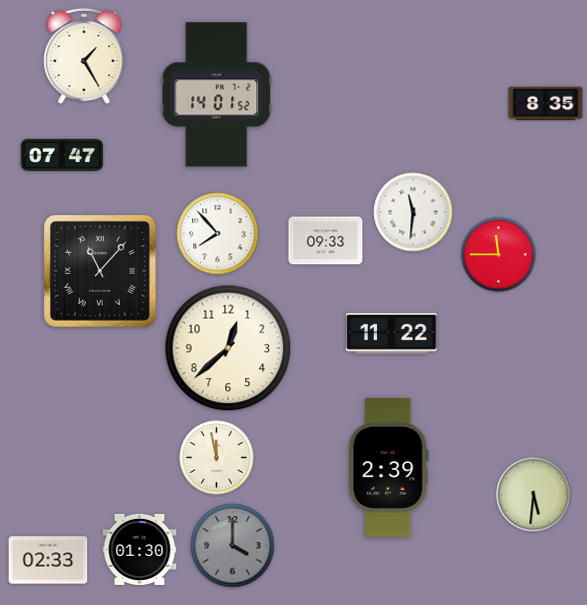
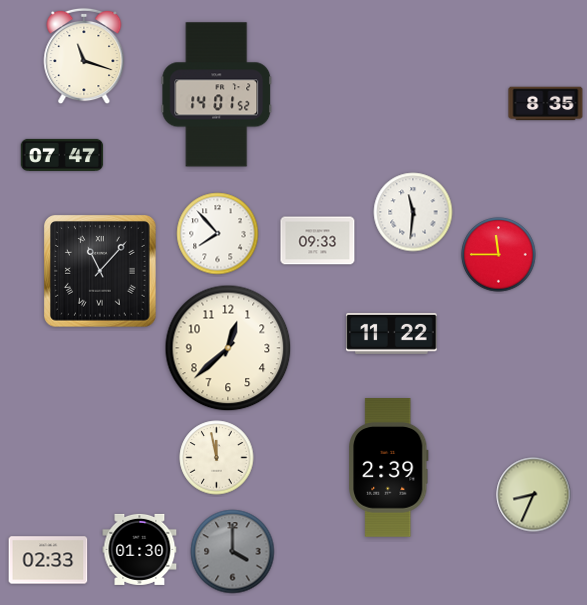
clock at (84, 56): 1:25 -> 11:18
clock at (326, 241) position: (326, 241) -> (318, 241)
clock at (534, 495): 5:31 -> 8:34
clock at (233, 546) position: (233, 546) -> (233, 552)
